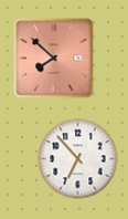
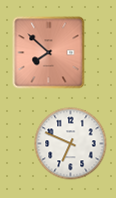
clock at (78, 159): 6:53 -> 6:49
